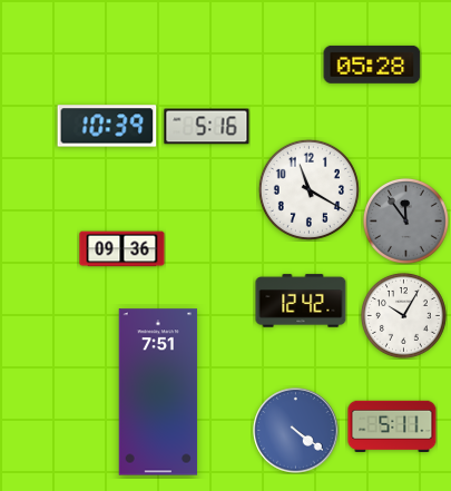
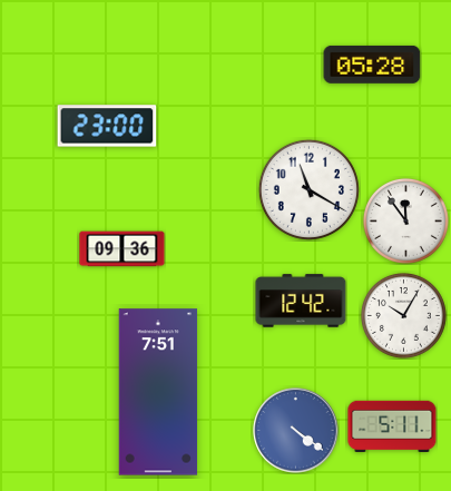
clock at (107, 126): 10:39 -> 23:00
clock at (207, 127): 5:16 -> none
clock at (405, 220) dial: grey -> white
